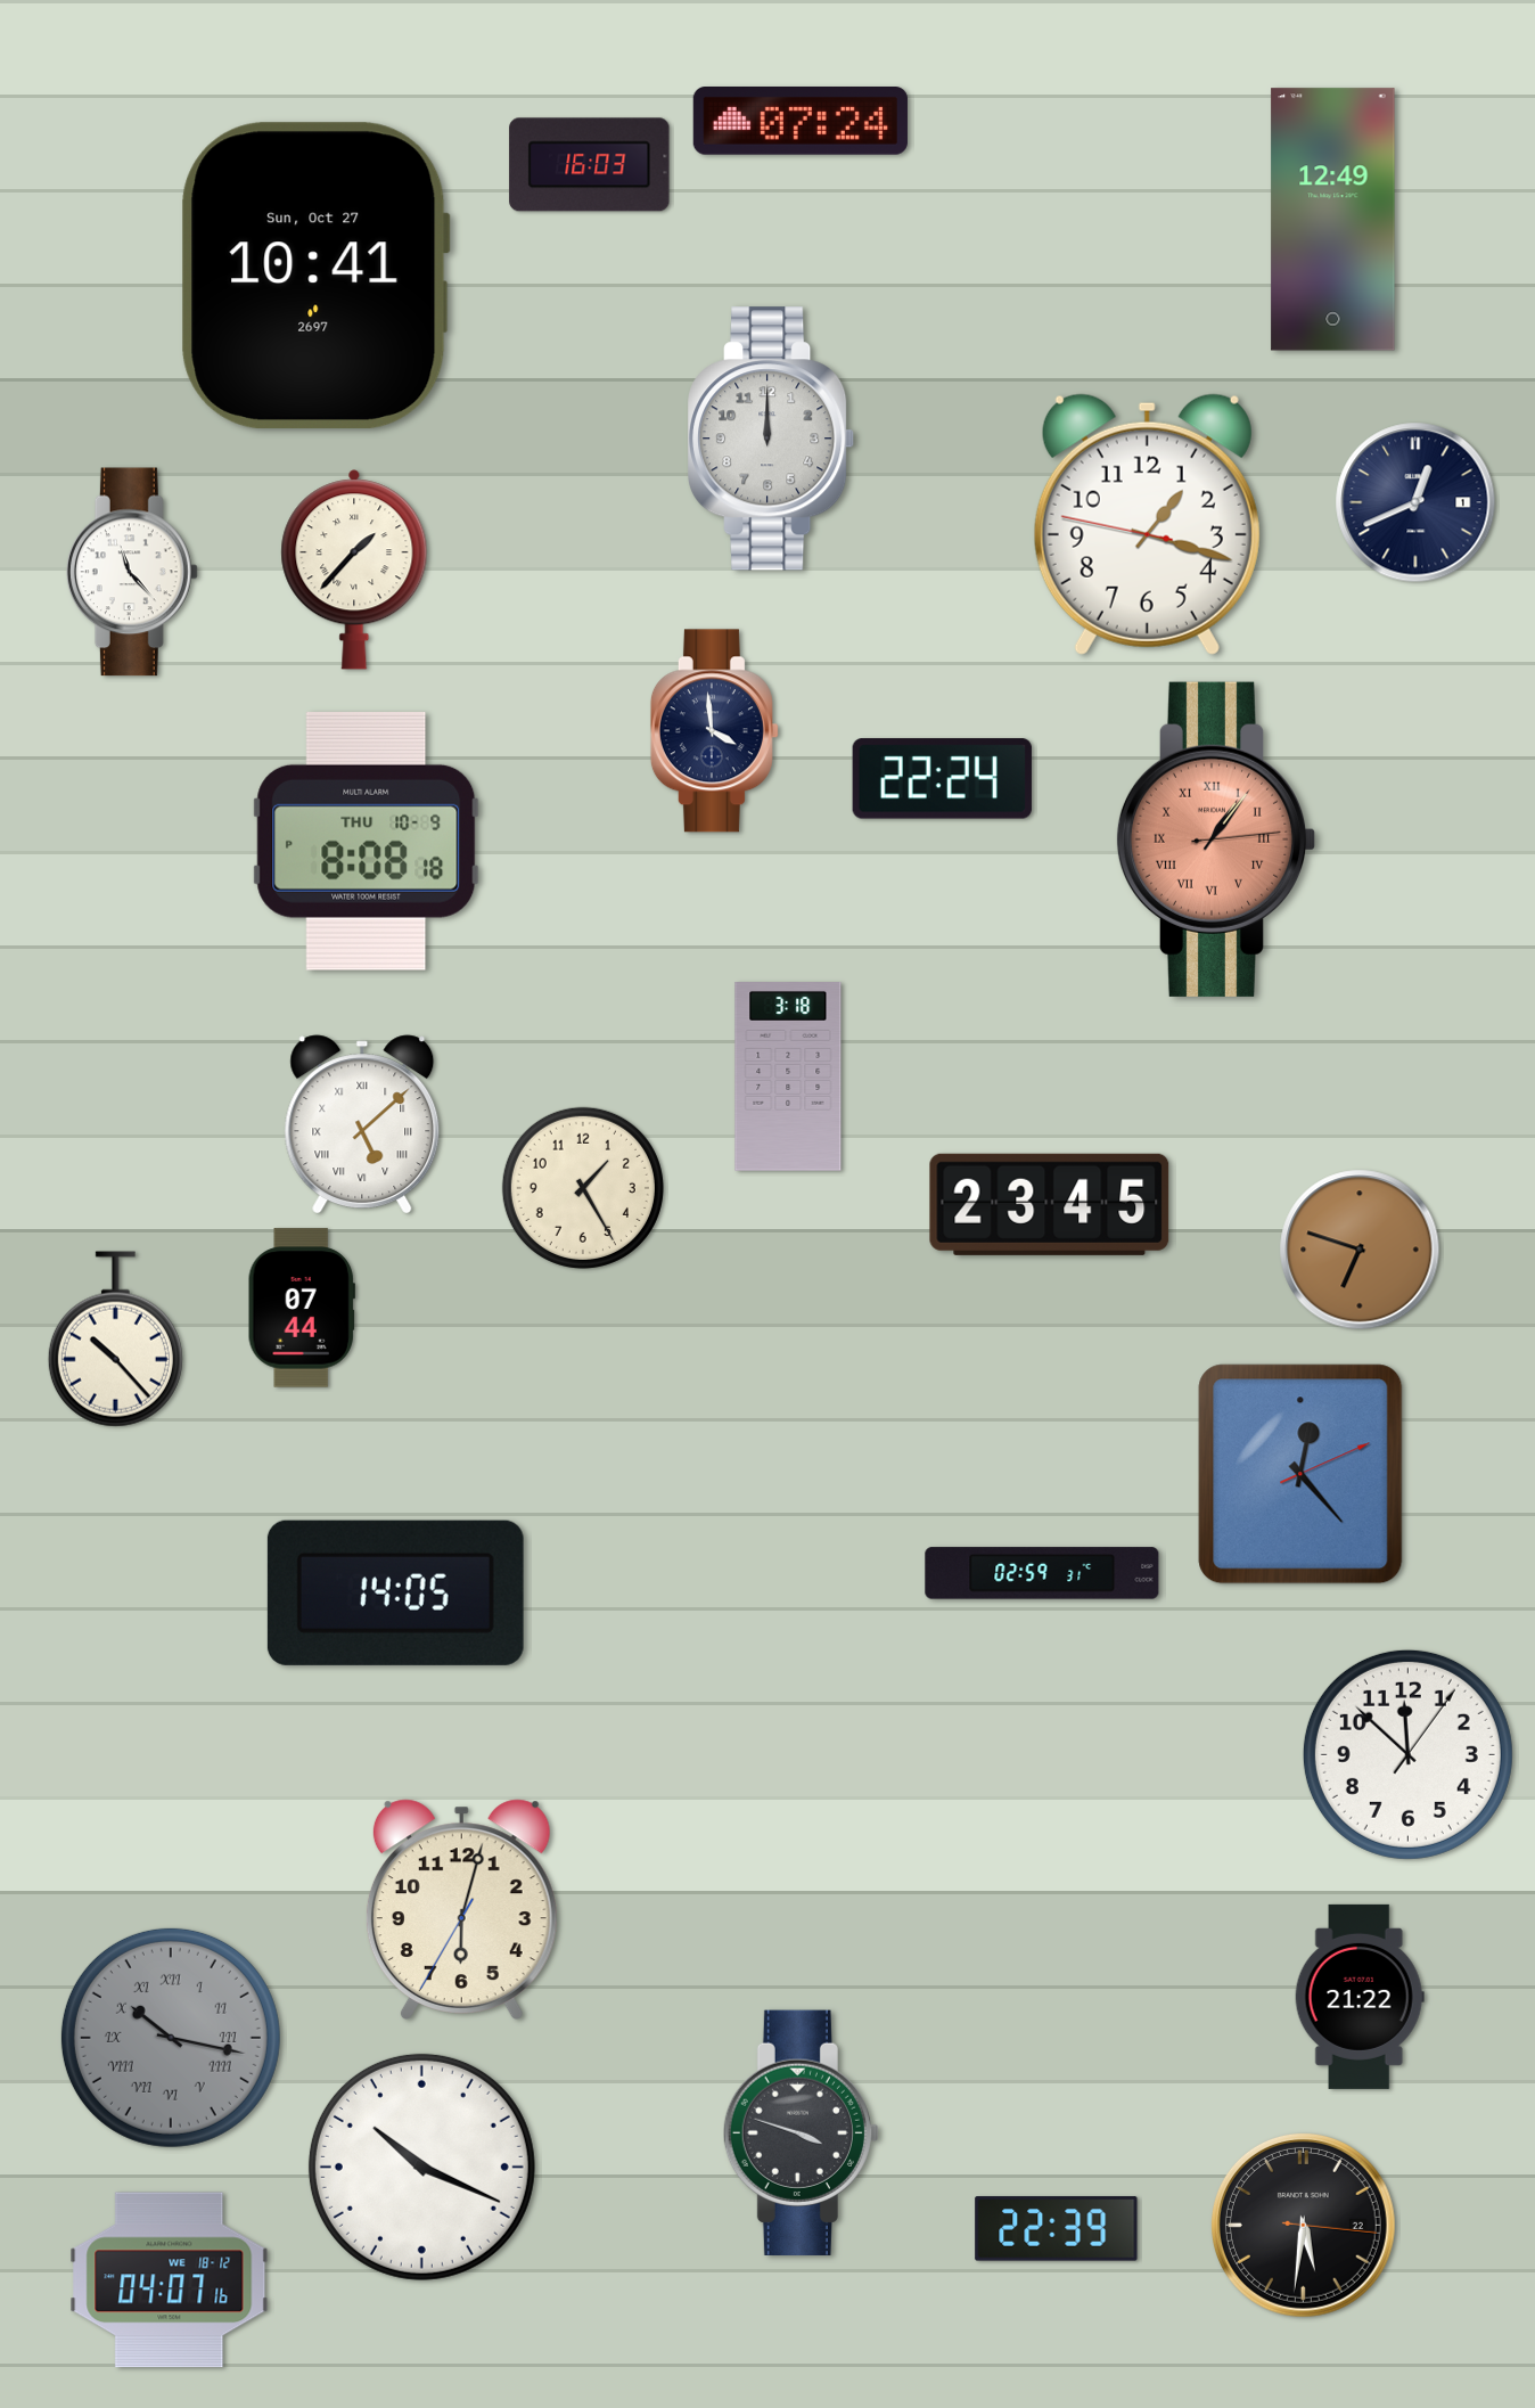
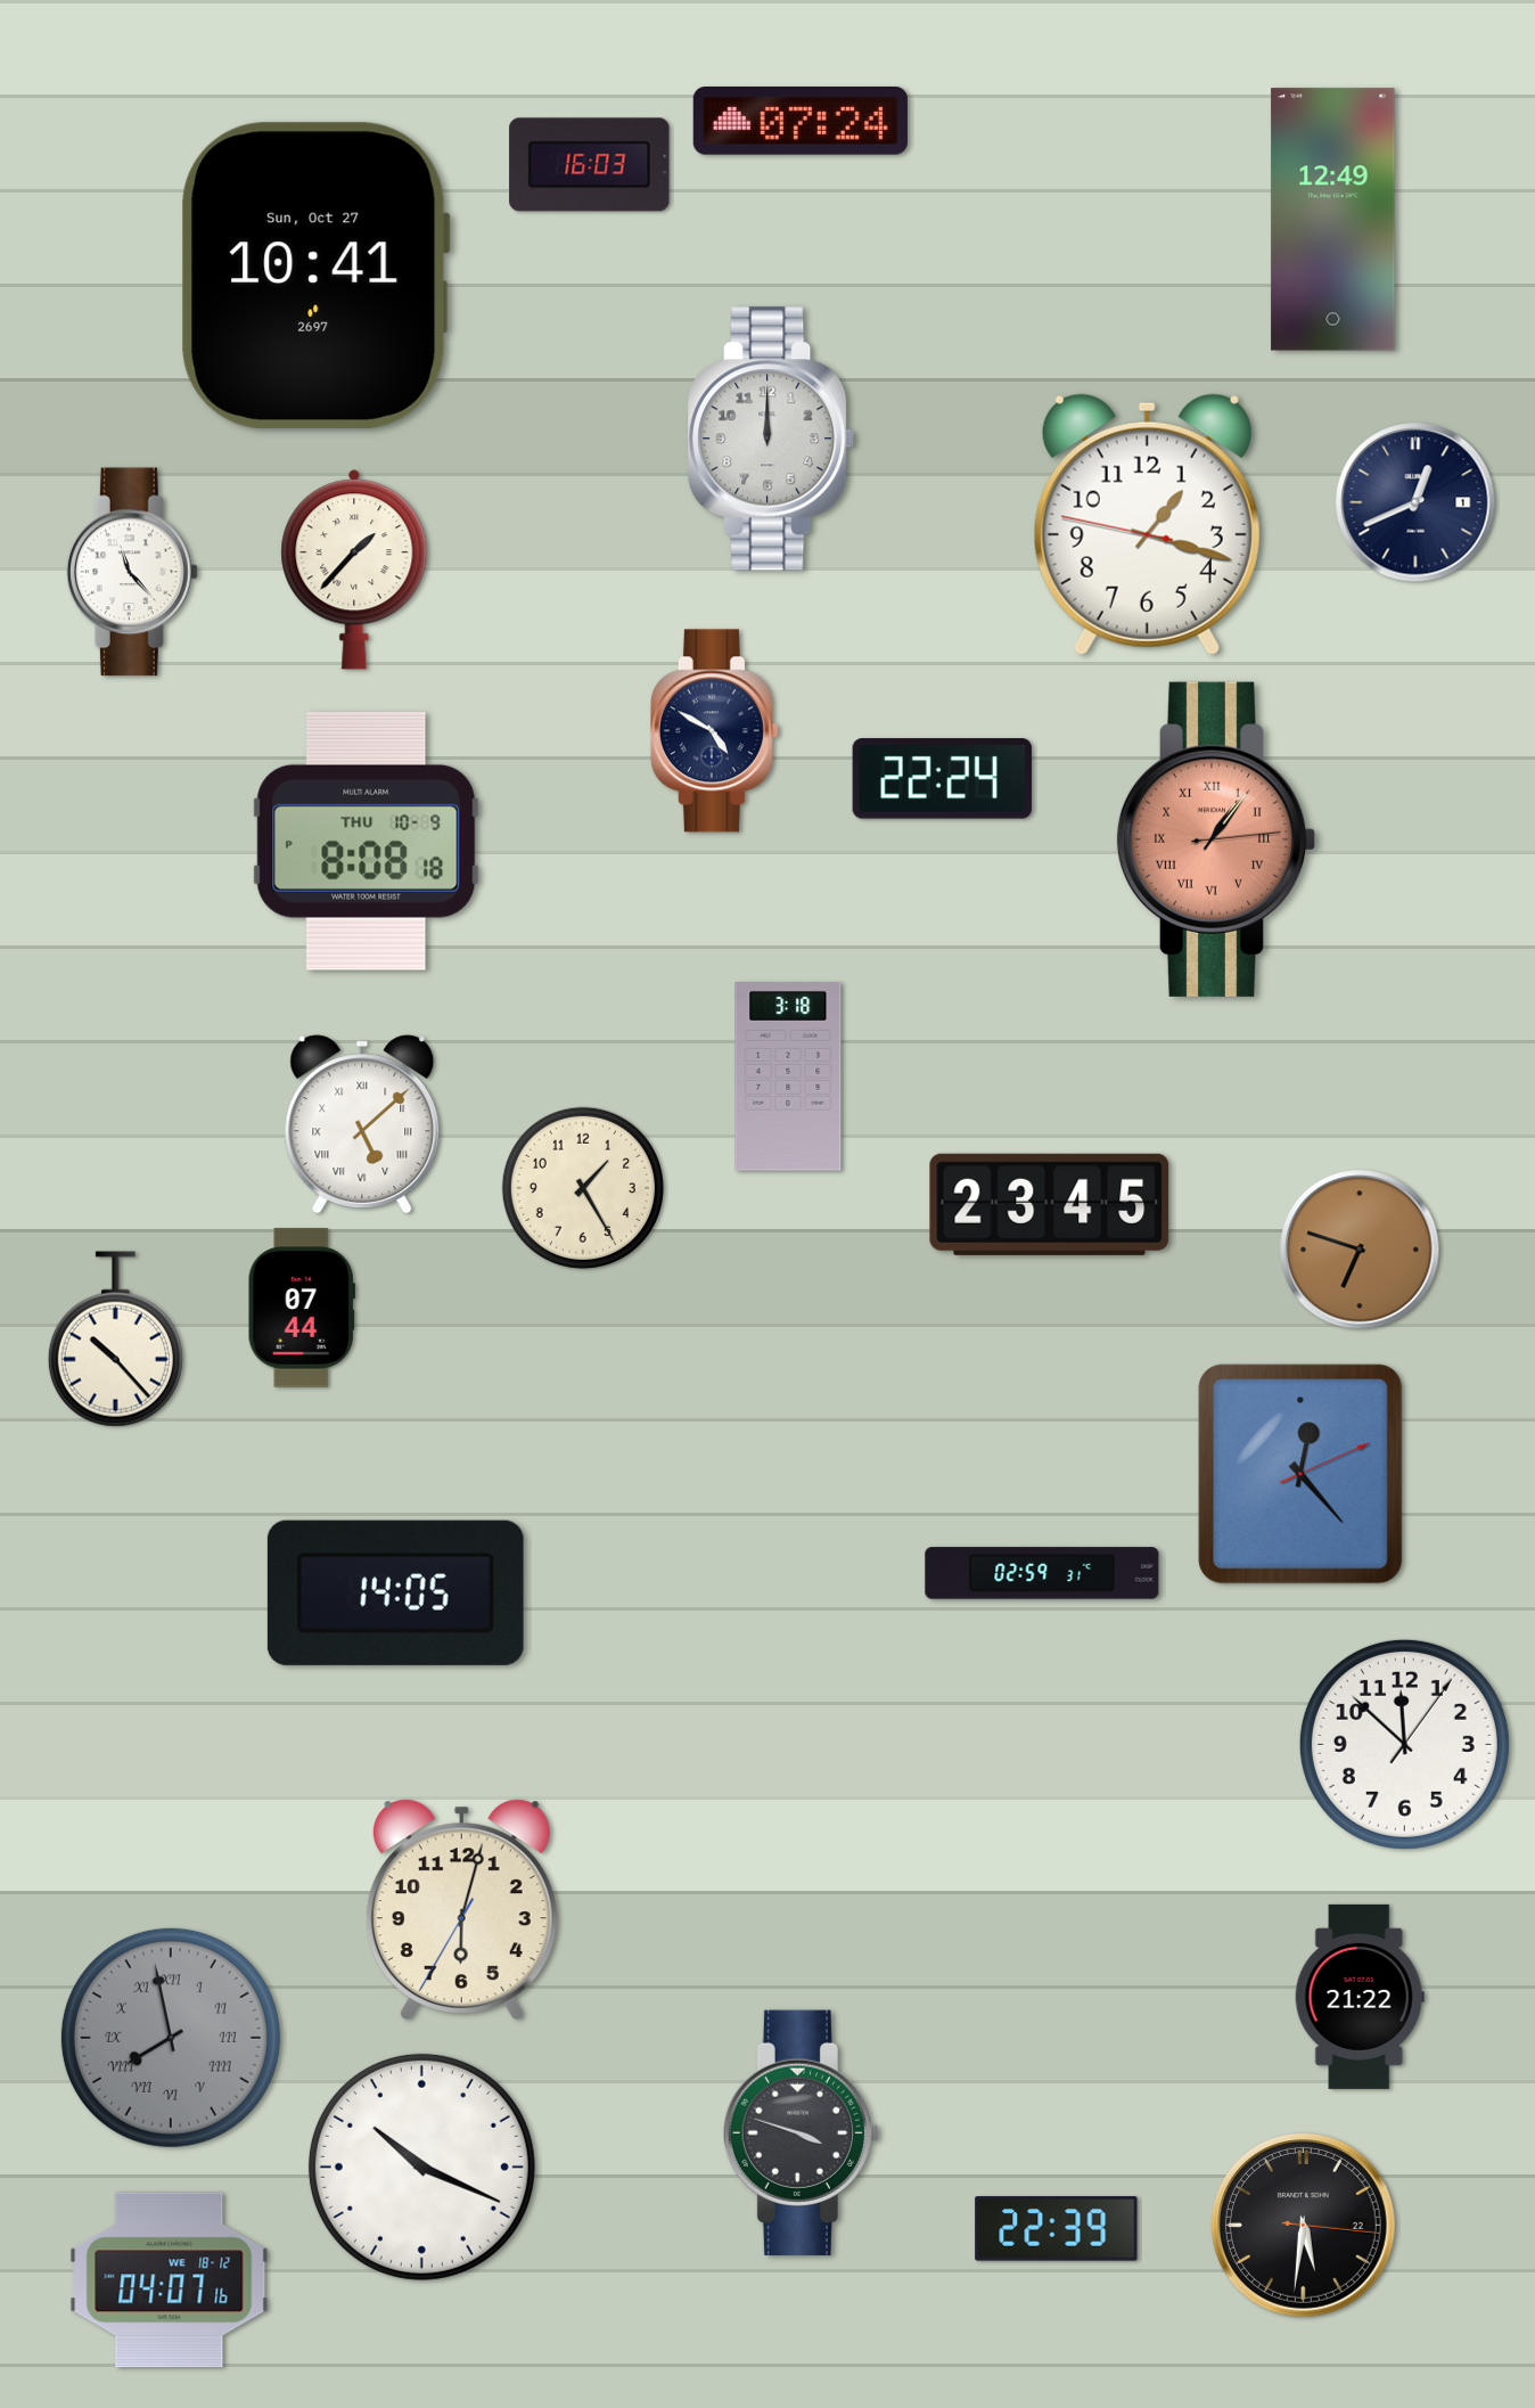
clock at (714, 731): 3:59 -> 4:50
clock at (1407, 1754) position: (1407, 1754) -> (1404, 1744)
clock at (171, 2038): 10:17 -> 7:58
